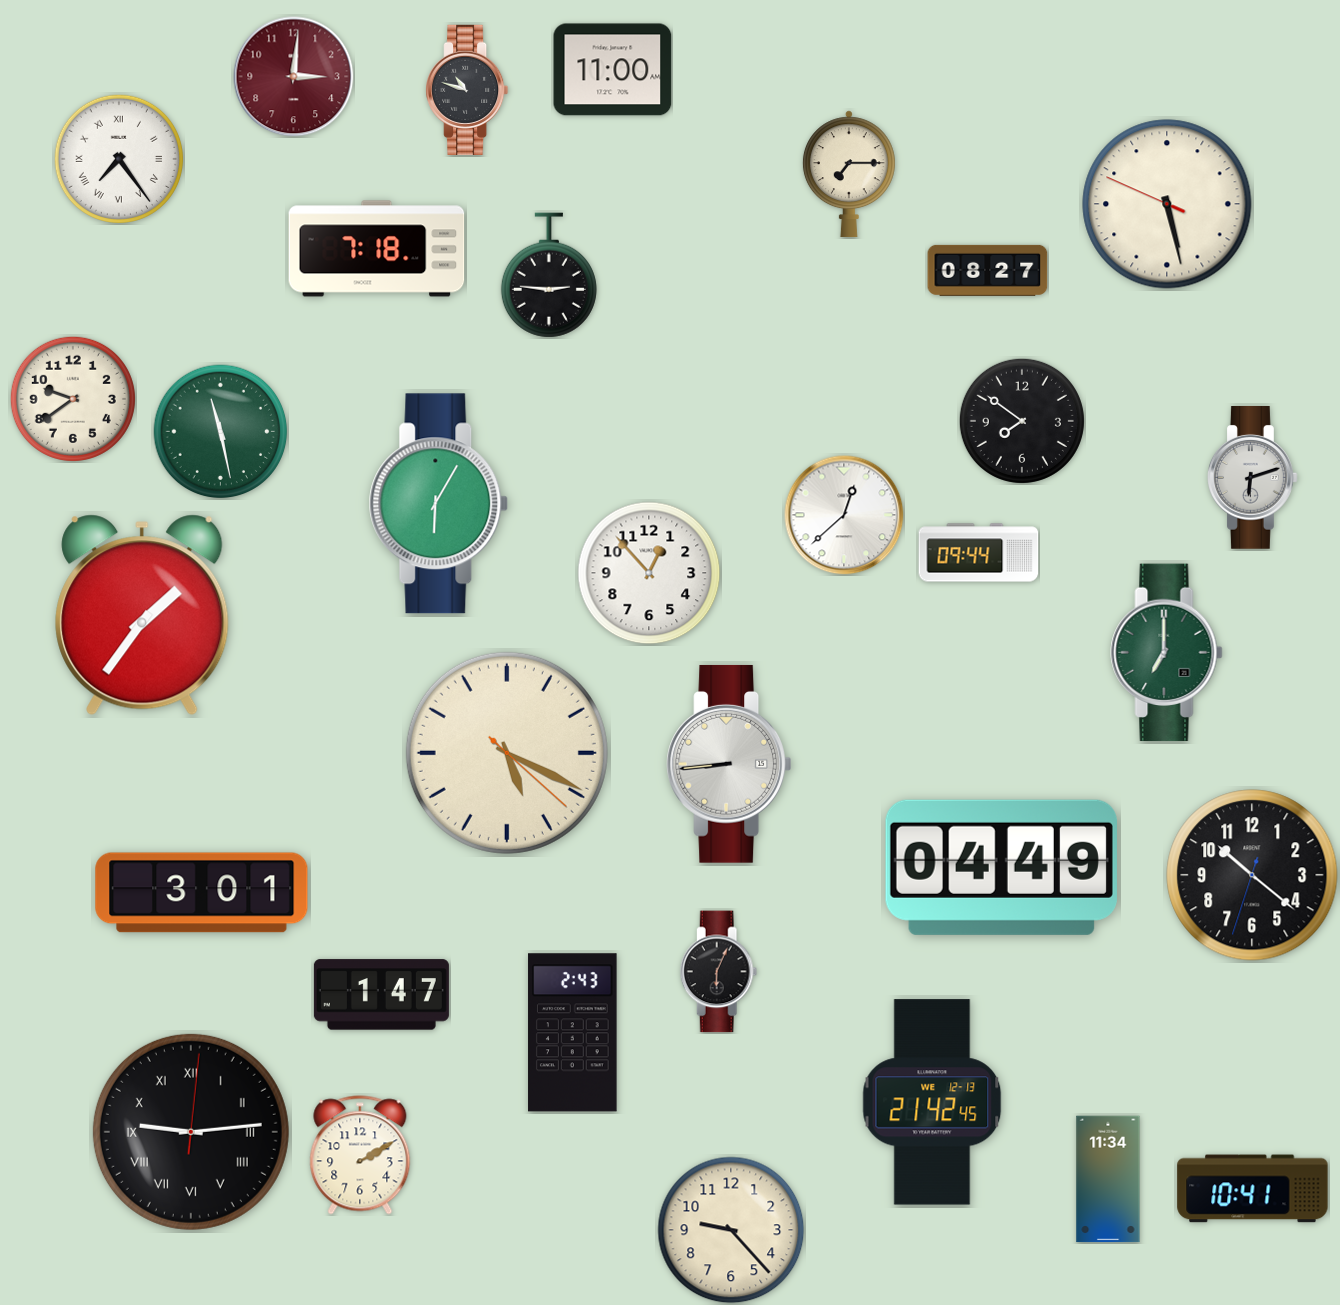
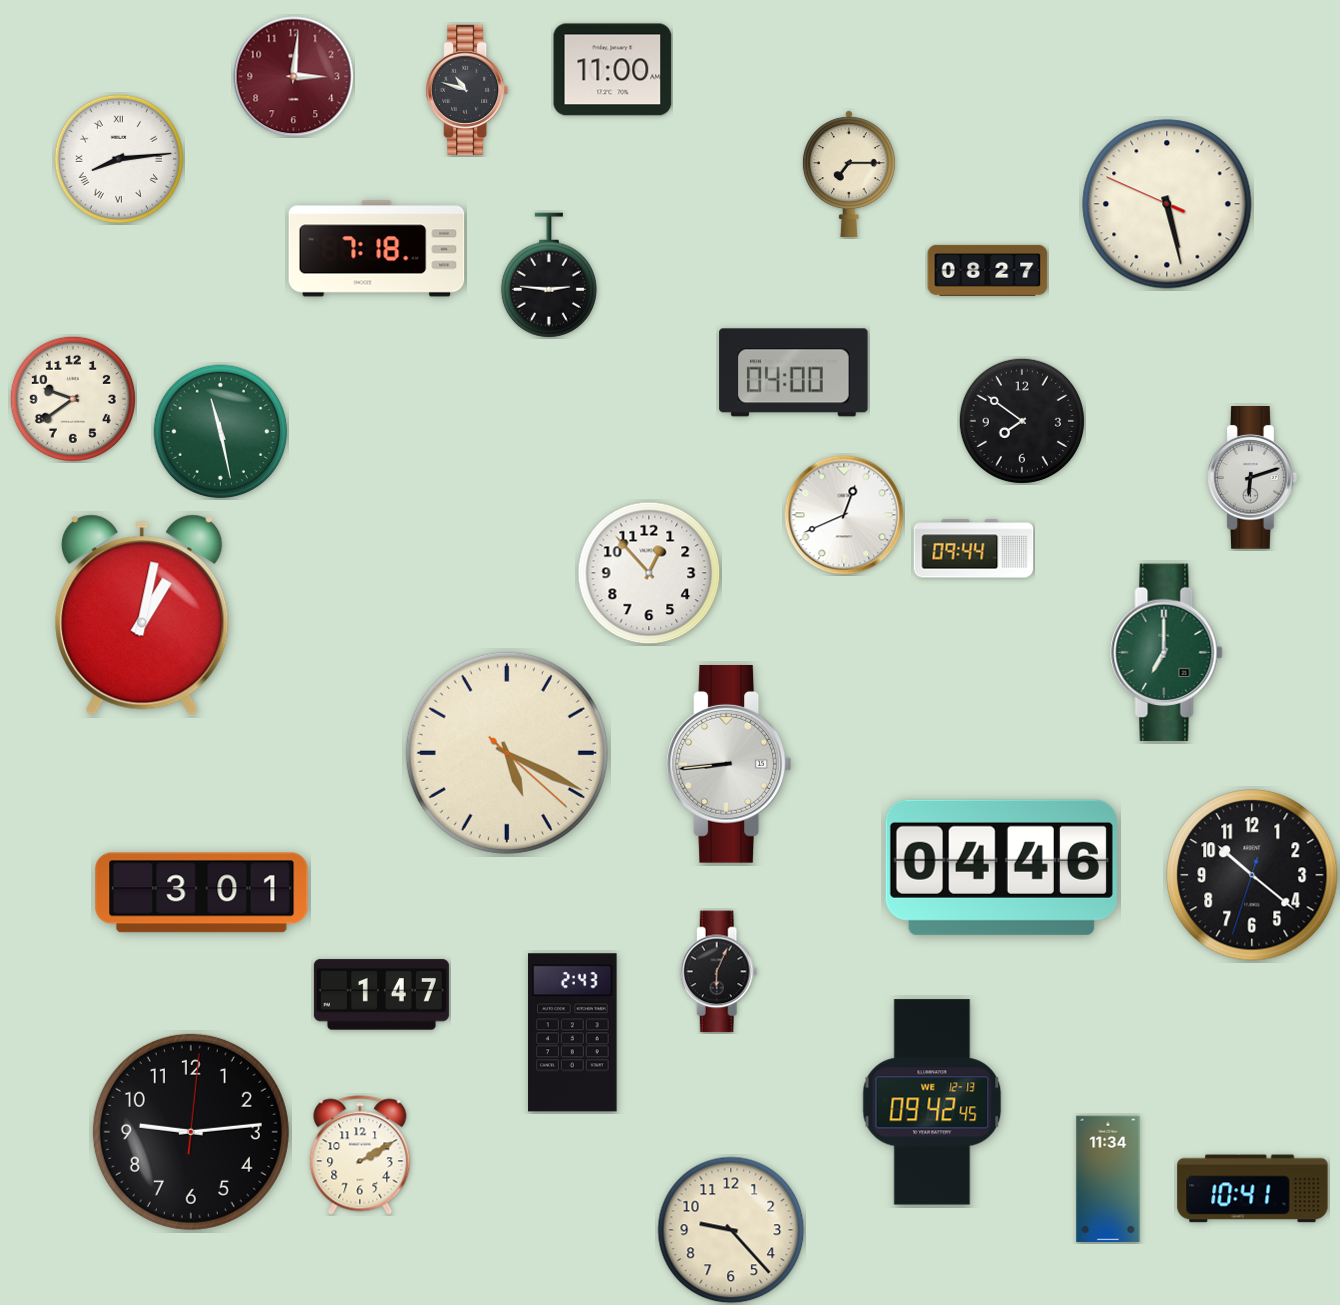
clock at (119, 159): 7:24 -> 8:14
clock at (794, 373): none -> 04:00
clock at (439, 504): 6:05 -> none
clock at (844, 515): 12:38 -> 12:41
clock at (979, 553) position: (979, 553) -> (974, 549)
clock at (142, 615): 1:36 -> 1:02
clock at (1001, 867): 04:49 -> 04:46
clock at (932, 1102): 21:42 -> 09:42
clock at (191, 1132) numerals: Roman -> Arabic
